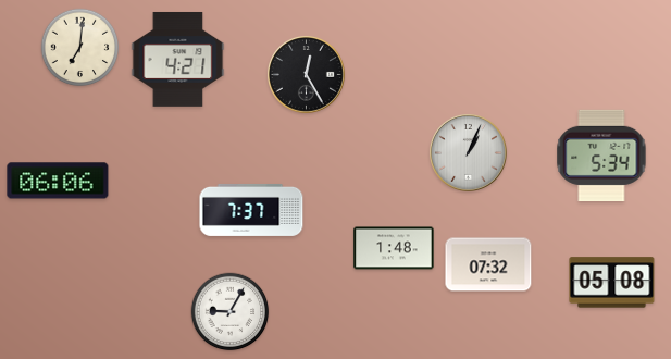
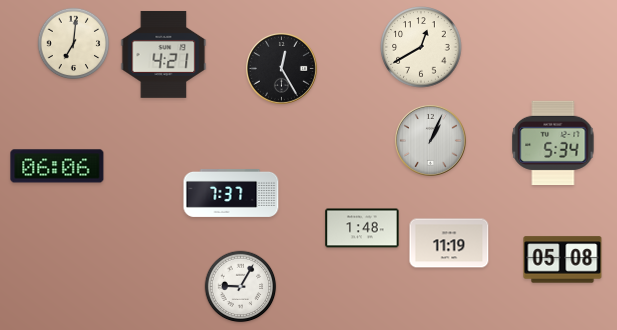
clock at (421, 47): none -> 12:40
clock at (58, 181) position: (58, 181) -> (57, 166)
clock at (488, 264): 07:32 -> 11:19
clock at (231, 312) position: (231, 312) -> (241, 287)
